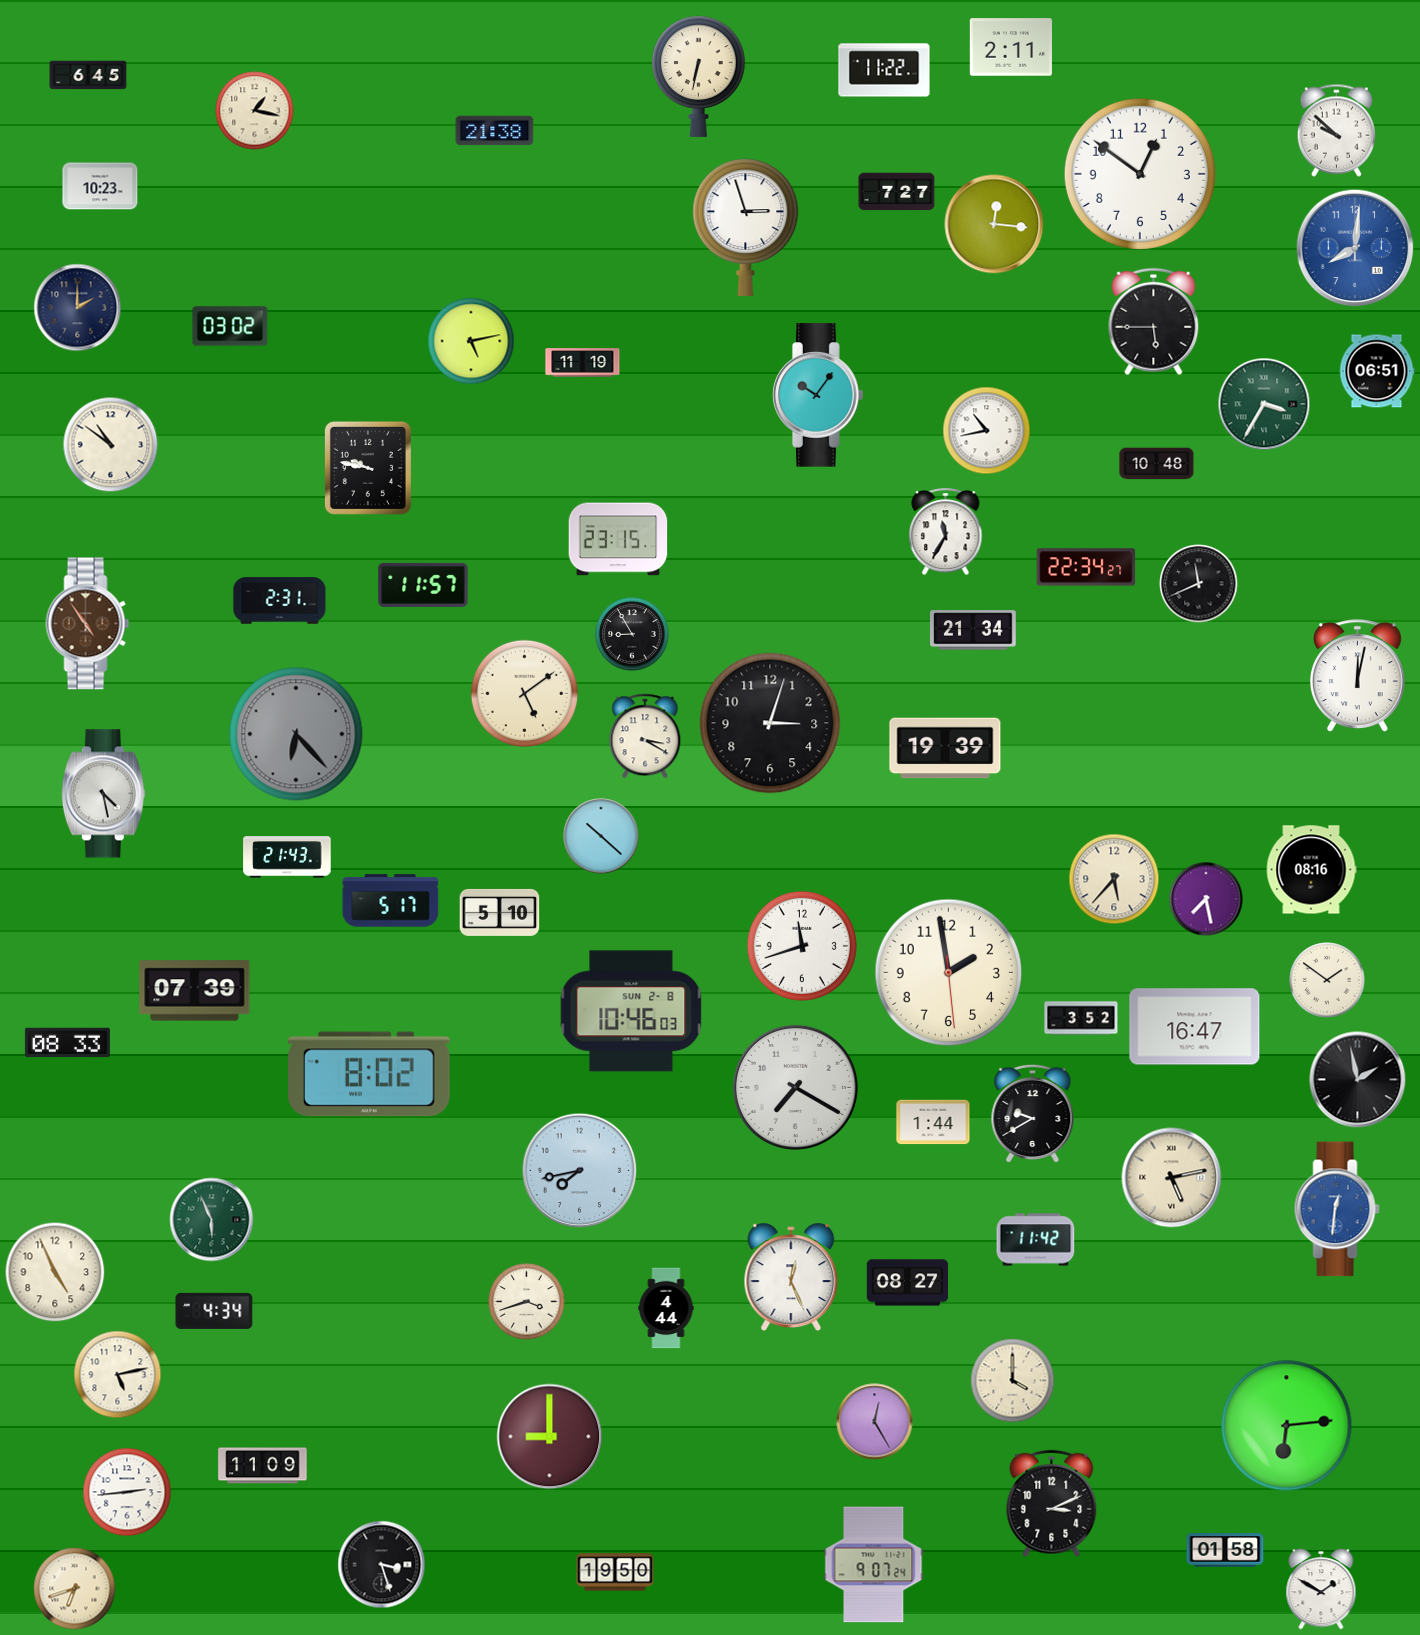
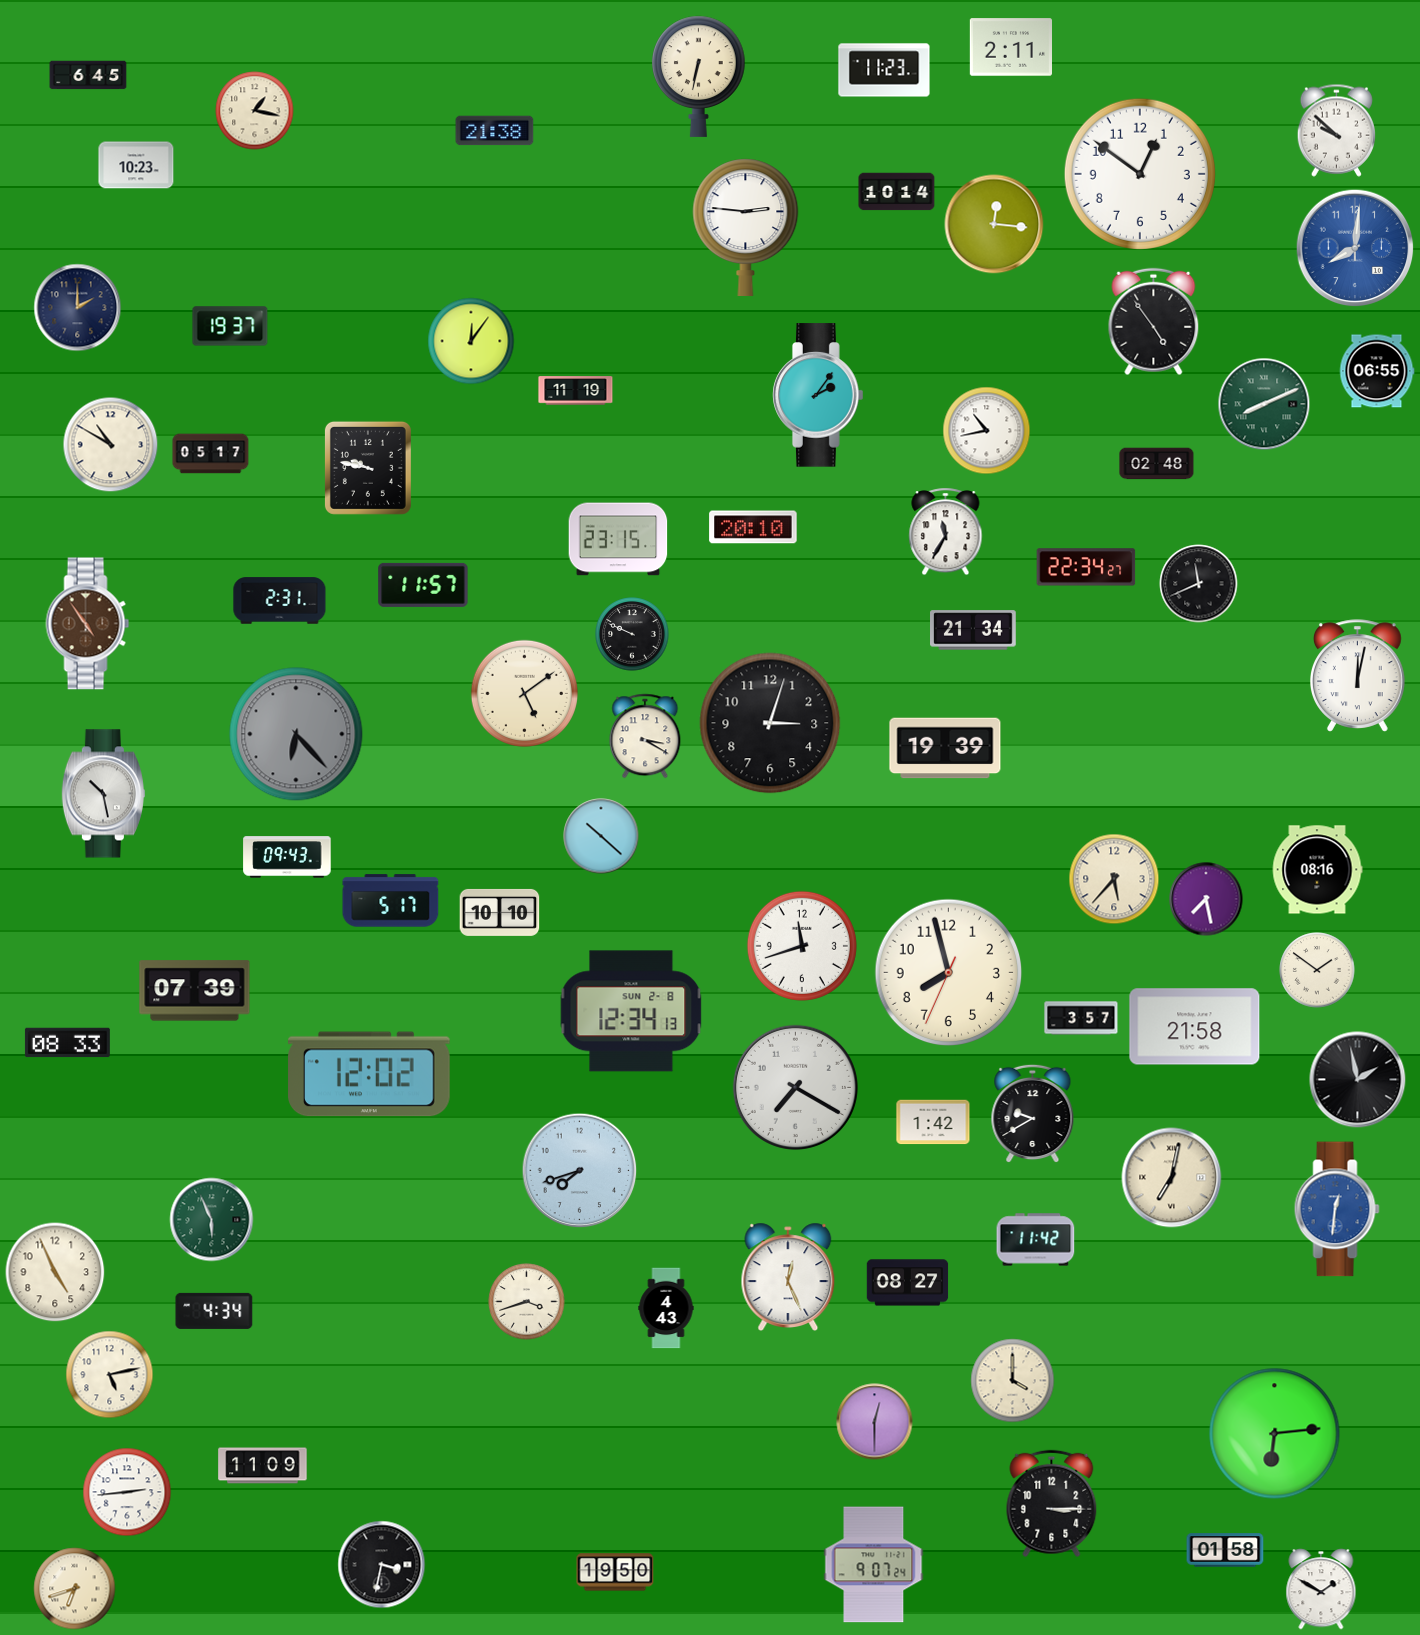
clock at (884, 70): 11:22 -> 11:23
clock at (100, 186) position: (100, 186) -> (136, 165)
clock at (897, 192): 7:27 -> 10:14
clock at (746, 227): 2:57 -> 2:46
clock at (1154, 322): 5:45 -> 4:54
clock at (230, 326): 03:02 -> 19:37
clock at (471, 341): 5:13 -> 12:06
clock at (583, 363) position: (583, 363) -> (576, 391)
clock at (1377, 371): 06:51 -> 06:55
clock at (818, 395): 10:06 -> 2:06
clock at (1264, 404): 3:35 -> 8:11
clock at (111, 445): 10:51 -> 10:50
clock at (211, 454): none -> 05:17
clock at (1157, 464): 10:48 -> 02:48
clock at (753, 527): none -> 20:10
clock at (632, 634): 8:55 -> 9:49
clock at (103, 794): 4:28 -> 10:28
clock at (287, 857): 21:43 -> 09:43
clock at (1311, 870) position: (1311, 870) -> (1317, 870)
clock at (500, 912): 5:10 -> 10:10
clock at (949, 973): 1:58 -> 7:57
clock at (1327, 980) position: (1327, 980) -> (1317, 970)
clock at (631, 1011): 10:46 -> 12:34
clock at (1081, 1018): 3:52 -> 3:57
clock at (1195, 1027): 16:47 -> 21:58
clock at (369, 1074): 8:02 -> 12:02
clock at (933, 1122): 1:44 -> 1:42
clock at (580, 1171): 7:43 -> 7:42
clock at (1172, 1178): 5:13 -> 7:02
clock at (791, 1276) position: (791, 1276) -> (788, 1276)
clock at (666, 1308): 4:44 -> 4:43
clock at (118, 1375) position: (118, 1375) -> (110, 1375)
clock at (875, 1422): 12:25 -> 12:30
clock at (1287, 1426) position: (1287, 1426) -> (1275, 1434)
clock at (550, 1437): 9:00 -> none
clock at (1052, 1504): 3:11 -> 3:15
clock at (382, 1565): 3:27 -> 3:32
